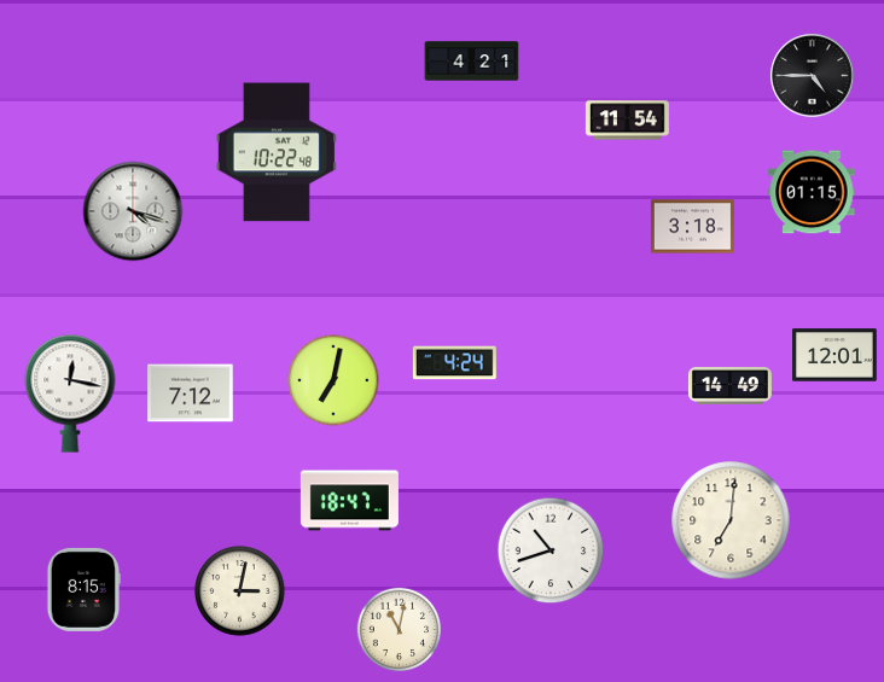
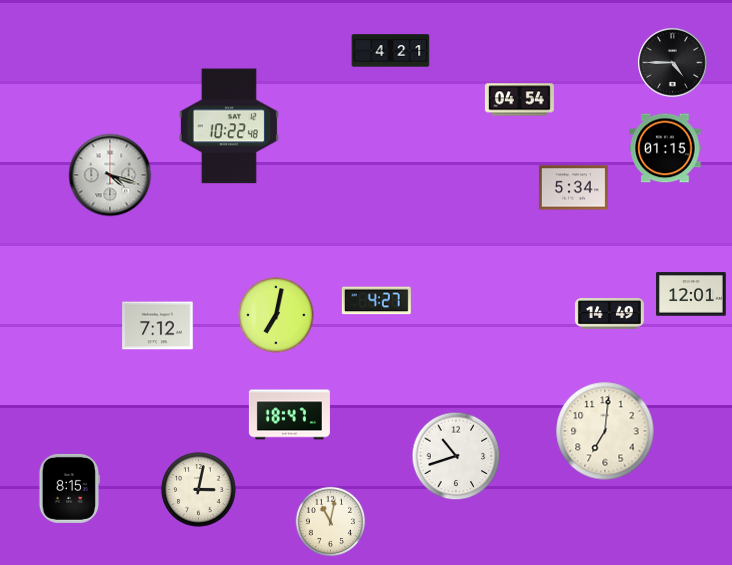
clock at (627, 121): 11:54 -> 04:54
clock at (812, 192) position: (812, 192) -> (665, 148)
clock at (692, 227): 3:18 -> 5:34
clock at (454, 363): 4:24 -> 4:27
clock at (729, 386) position: (729, 386) -> (609, 314)
clock at (70, 394): 12:17 -> none
